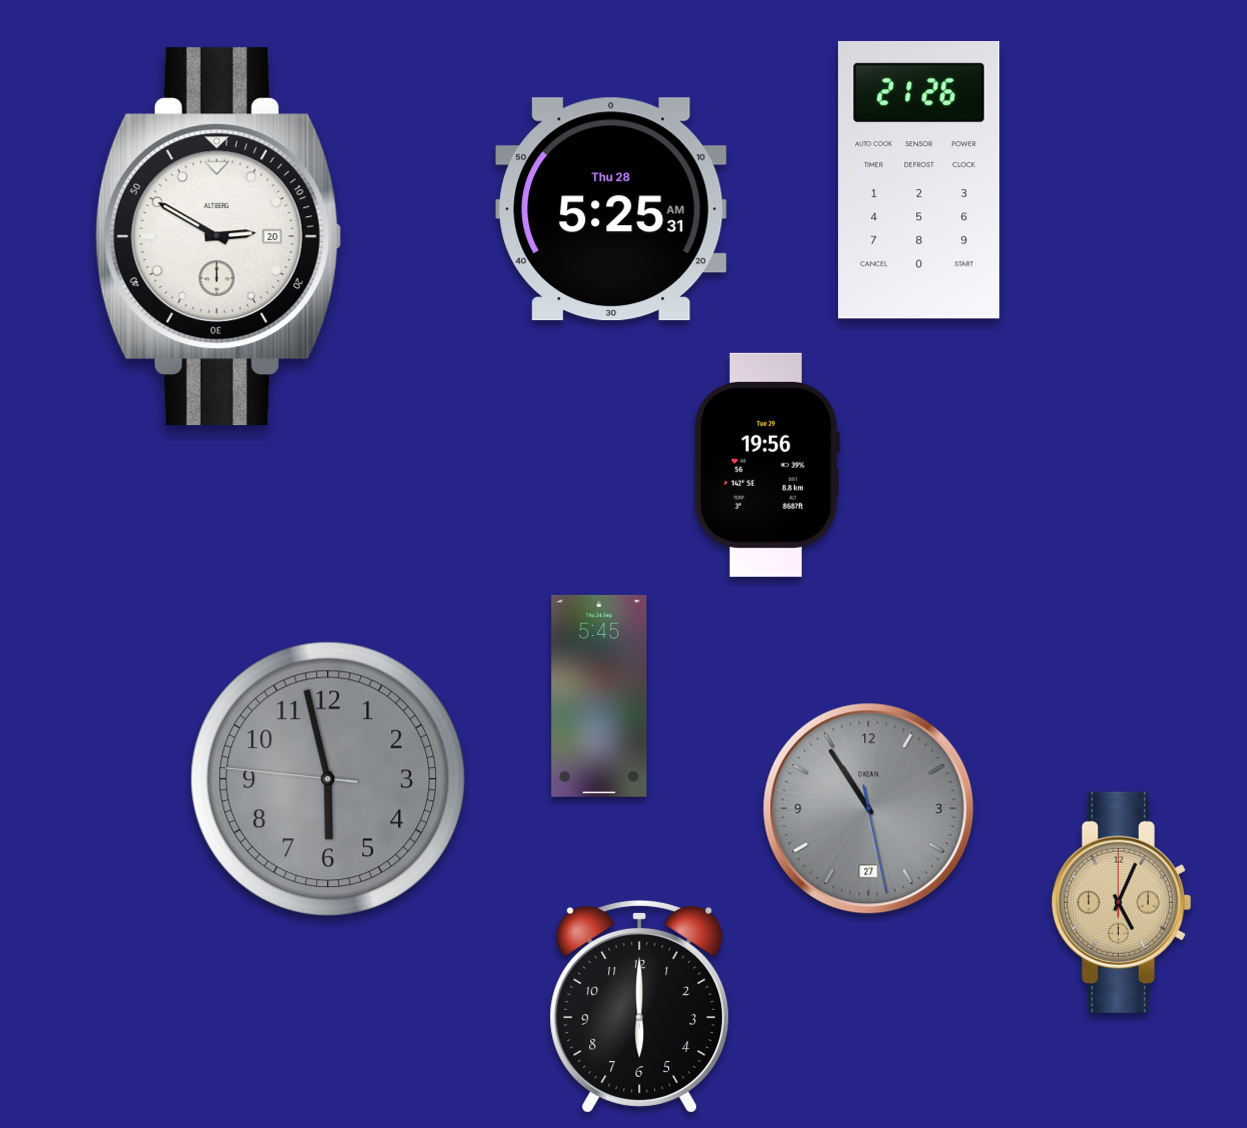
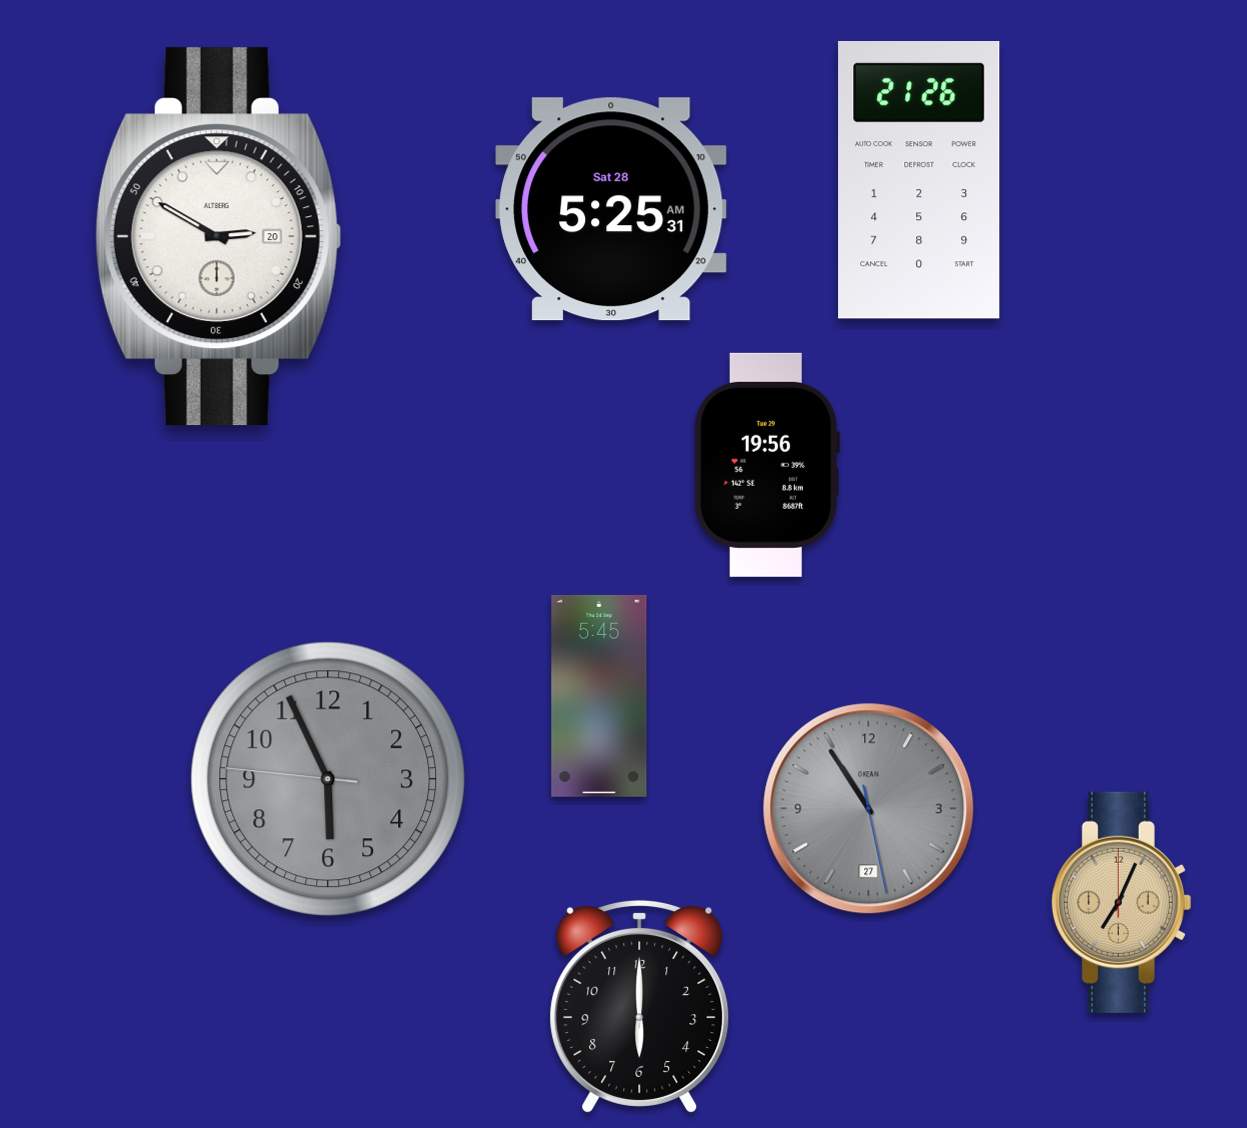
clock at (611, 209) date: Thu 28 -> Sat 28
clock at (328, 779): 5:57 -> 5:55
clock at (1122, 902): 5:04 -> 7:04
